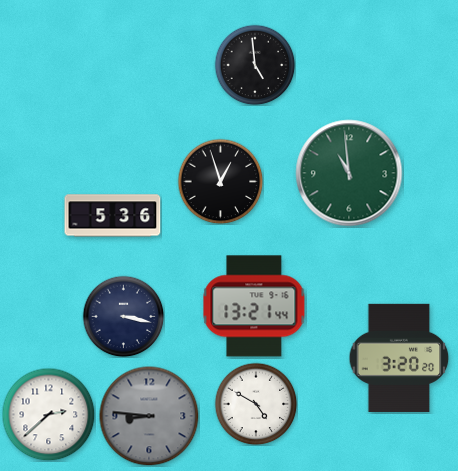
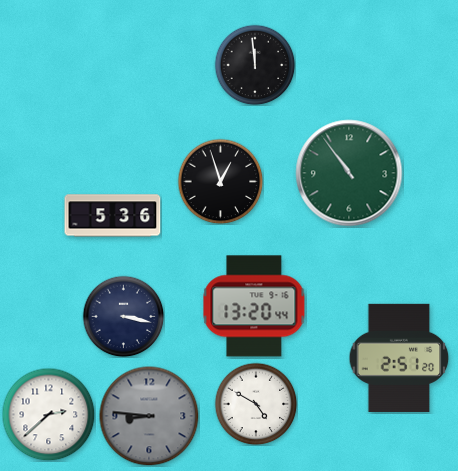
clock at (255, 65): 4:59 -> 11:59
clock at (349, 173): 10:59 -> 10:54
clock at (254, 306): 13:21 -> 13:20
clock at (399, 358): 3:20 -> 2:51
